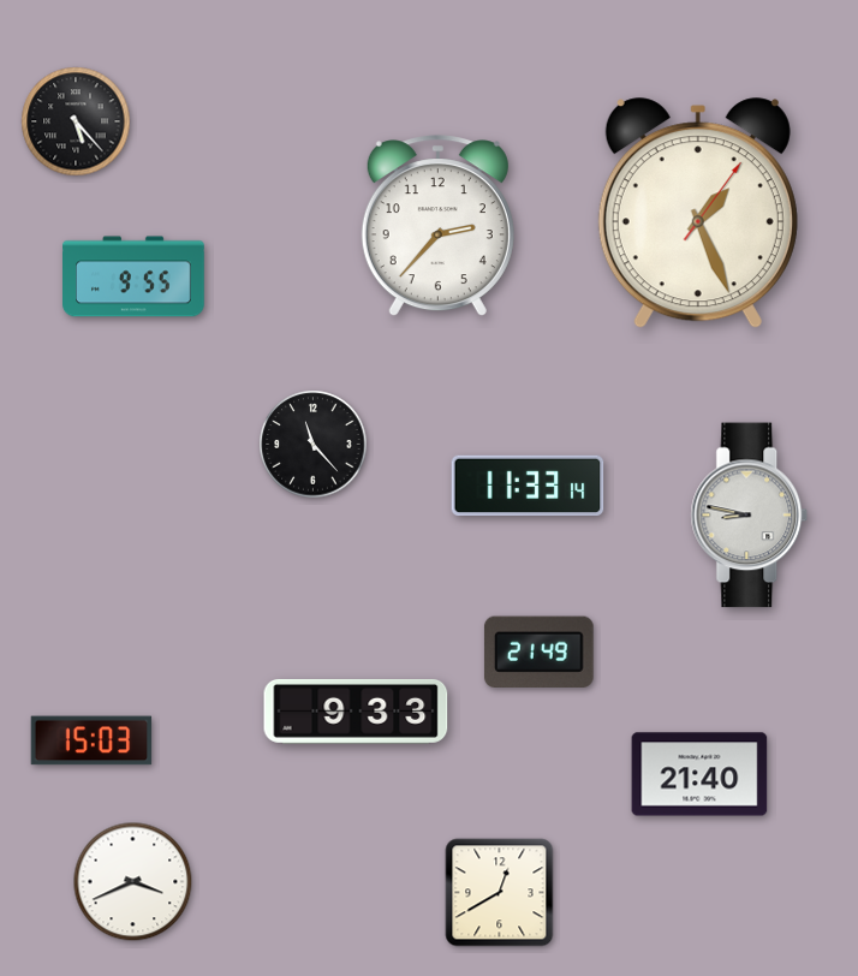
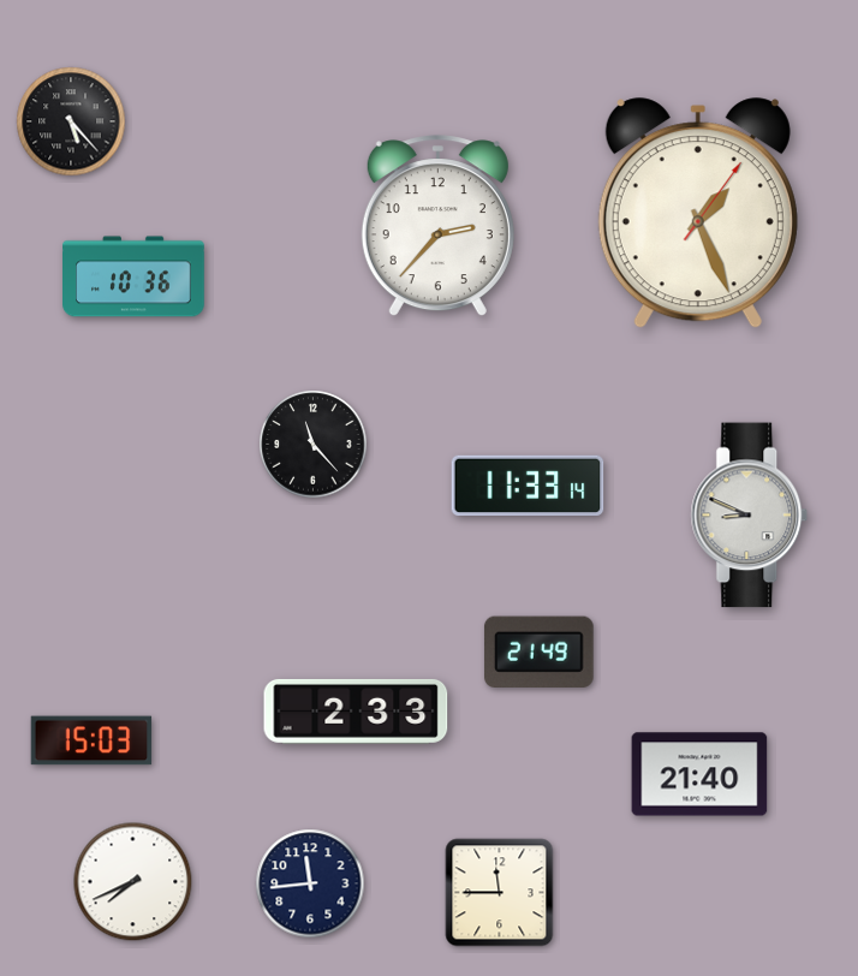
clock at (76, 121) position: (76, 121) -> (71, 121)
clock at (135, 276): 9:55 -> 10:36
clock at (750, 516): 8:47 -> 8:49
clock at (356, 712): 9:33 -> 2:33
clock at (133, 882): 3:41 -> 7:41
clock at (310, 883): none -> 11:44
clock at (500, 893): 12:40 -> 11:45
